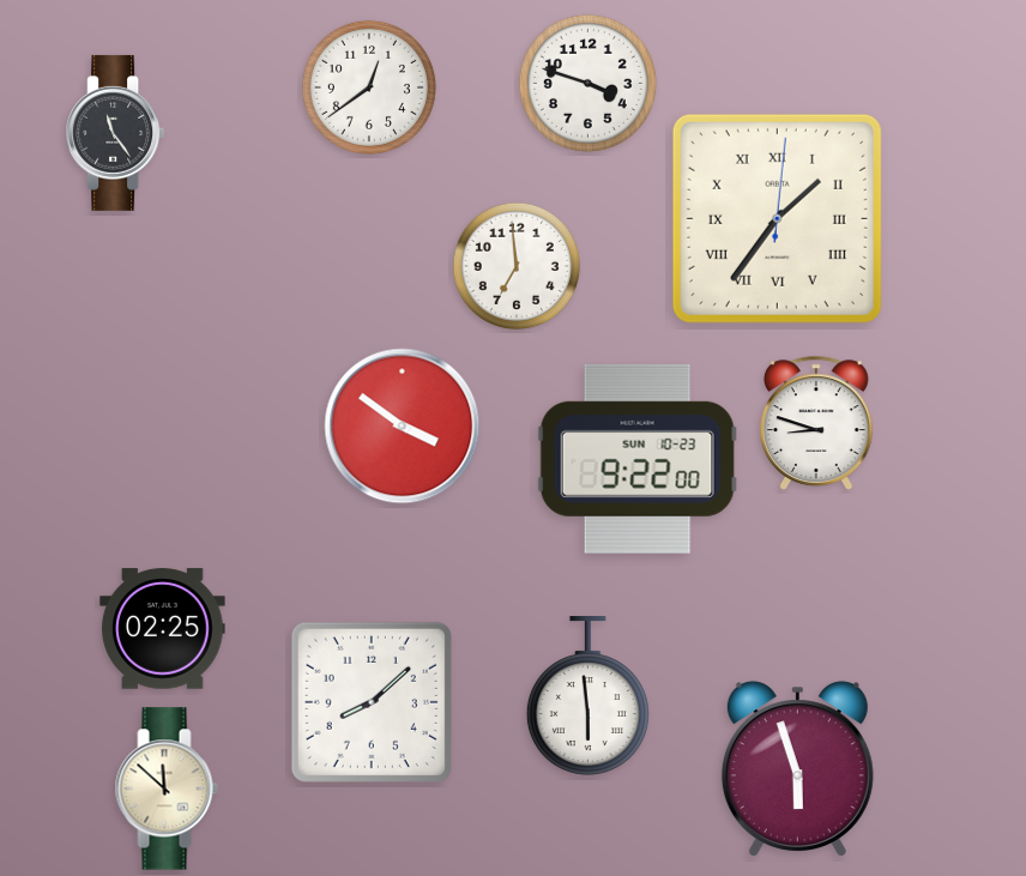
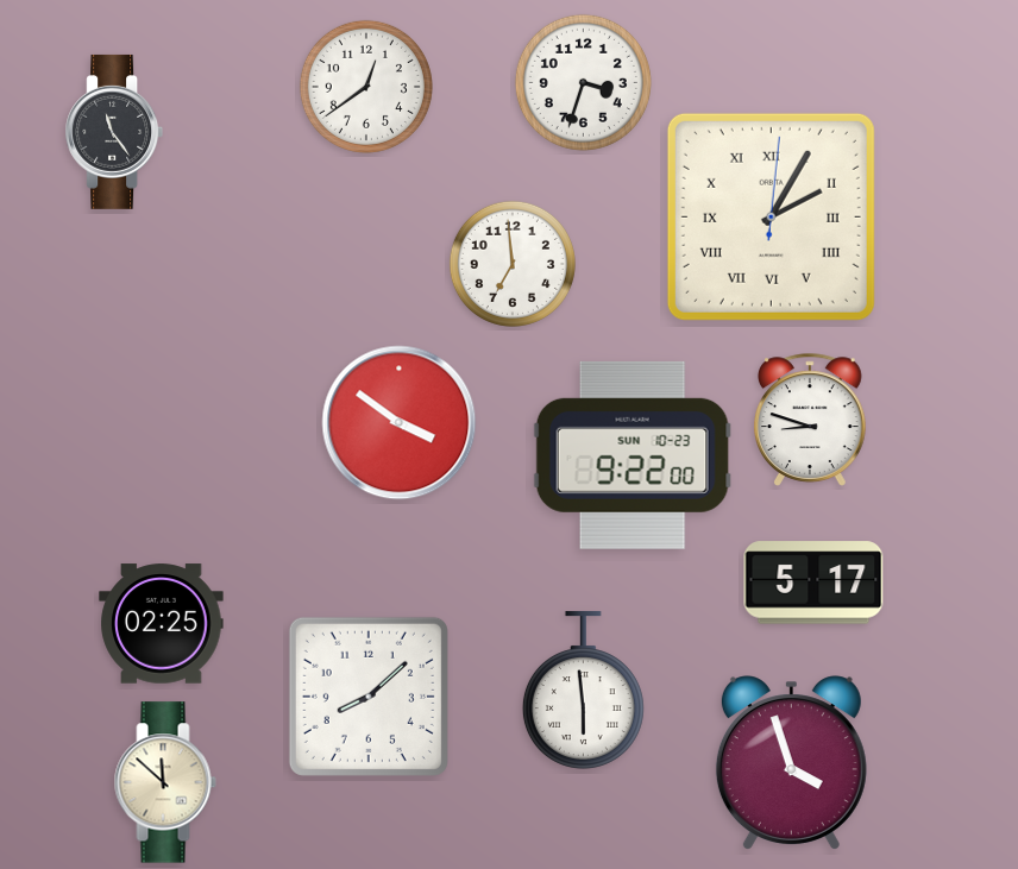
clock at (587, 83): 3:48 -> 3:33
clock at (777, 218): 1:36 -> 2:05
clock at (813, 583): none -> 5:17
clock at (797, 769): 5:57 -> 3:57
